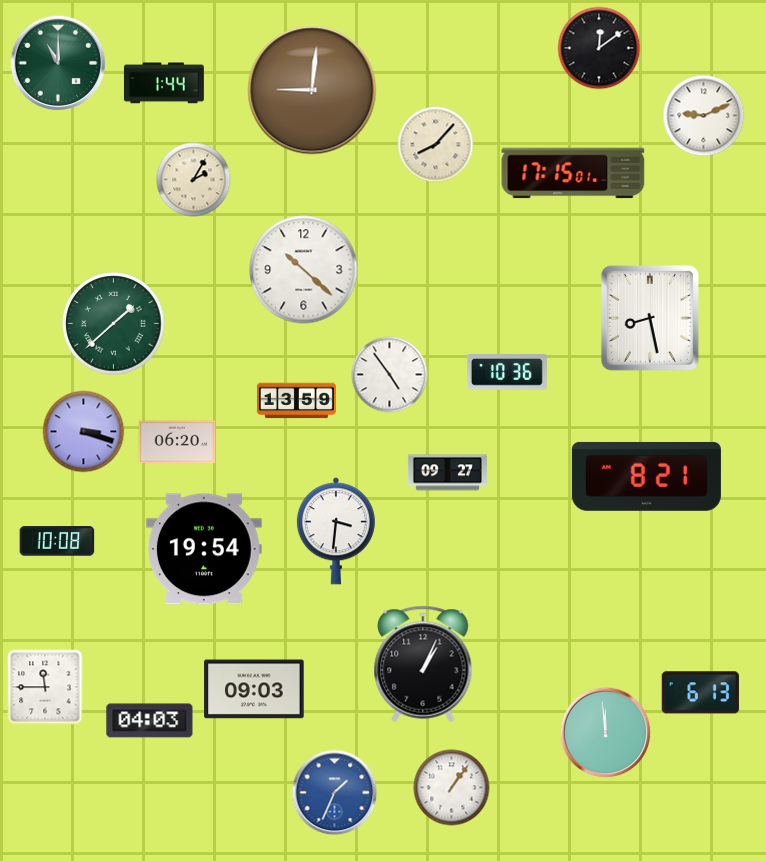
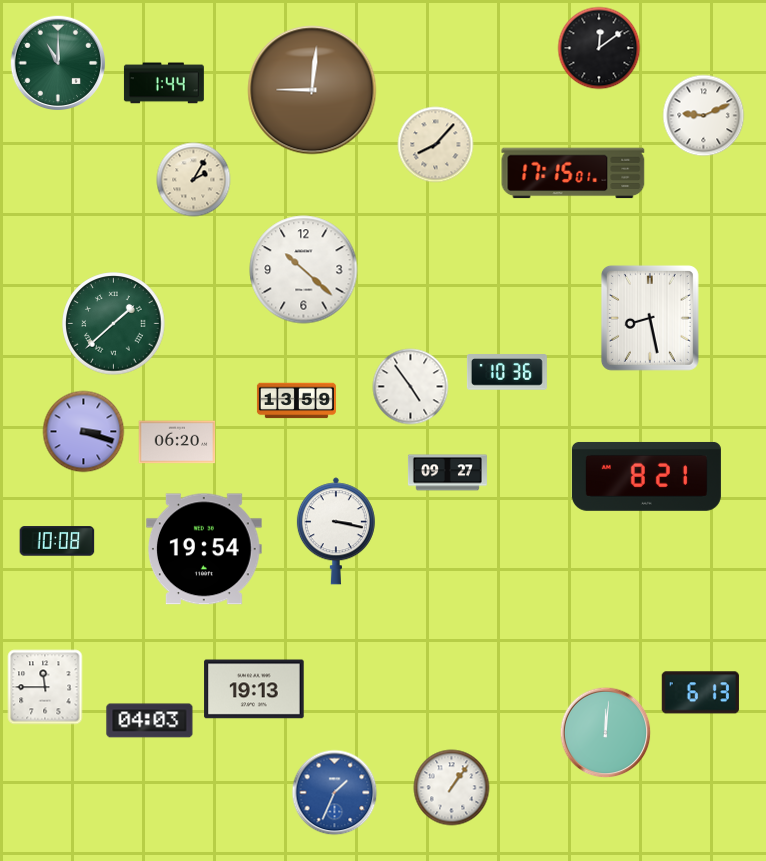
clock at (390, 375) position: (390, 375) -> (411, 387)
clock at (336, 531): 3:31 -> 3:17
clock at (423, 664): 1:04 -> none
clock at (254, 689): 09:03 -> 19:13
clock at (606, 733): 11:59 -> 12:01
